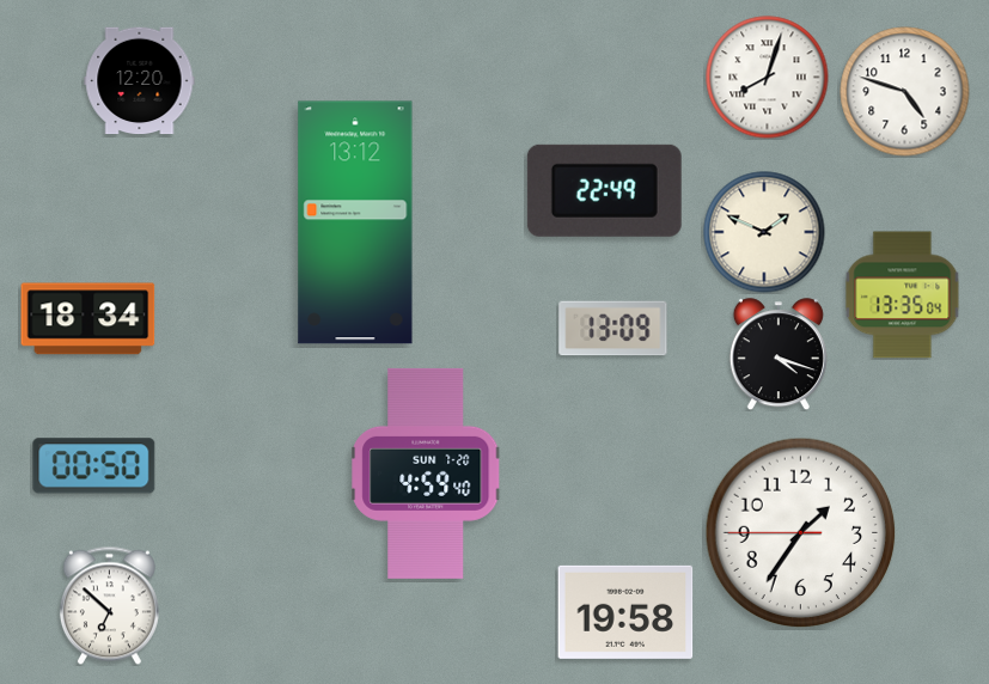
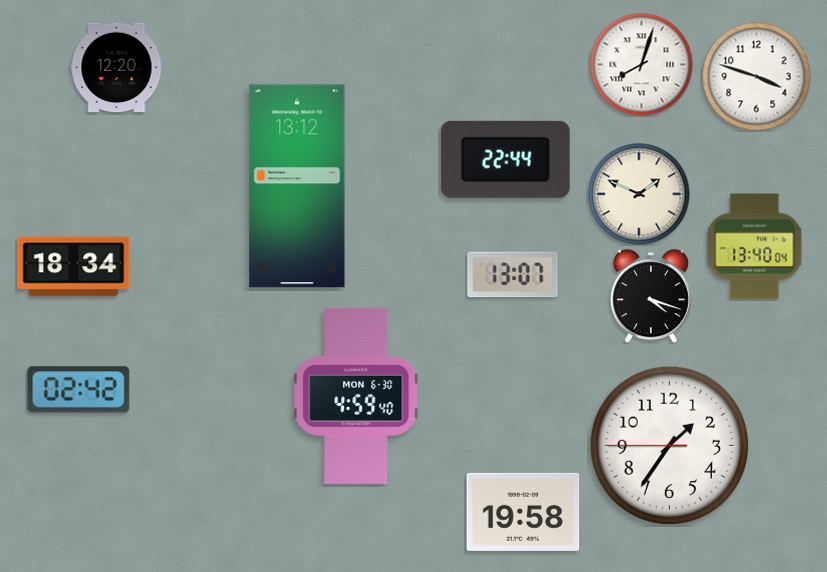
clock at (905, 92): 4:48 -> 3:48
clock at (604, 190): 22:49 -> 22:44
clock at (903, 295): 13:35 -> 13:40
clock at (613, 329): 13:09 -> 13:07
clock at (94, 466): 00:50 -> 02:42
clock at (426, 474) date: SUN 7-20 -> MON 6-30
clock at (109, 605): 6:52 -> none
